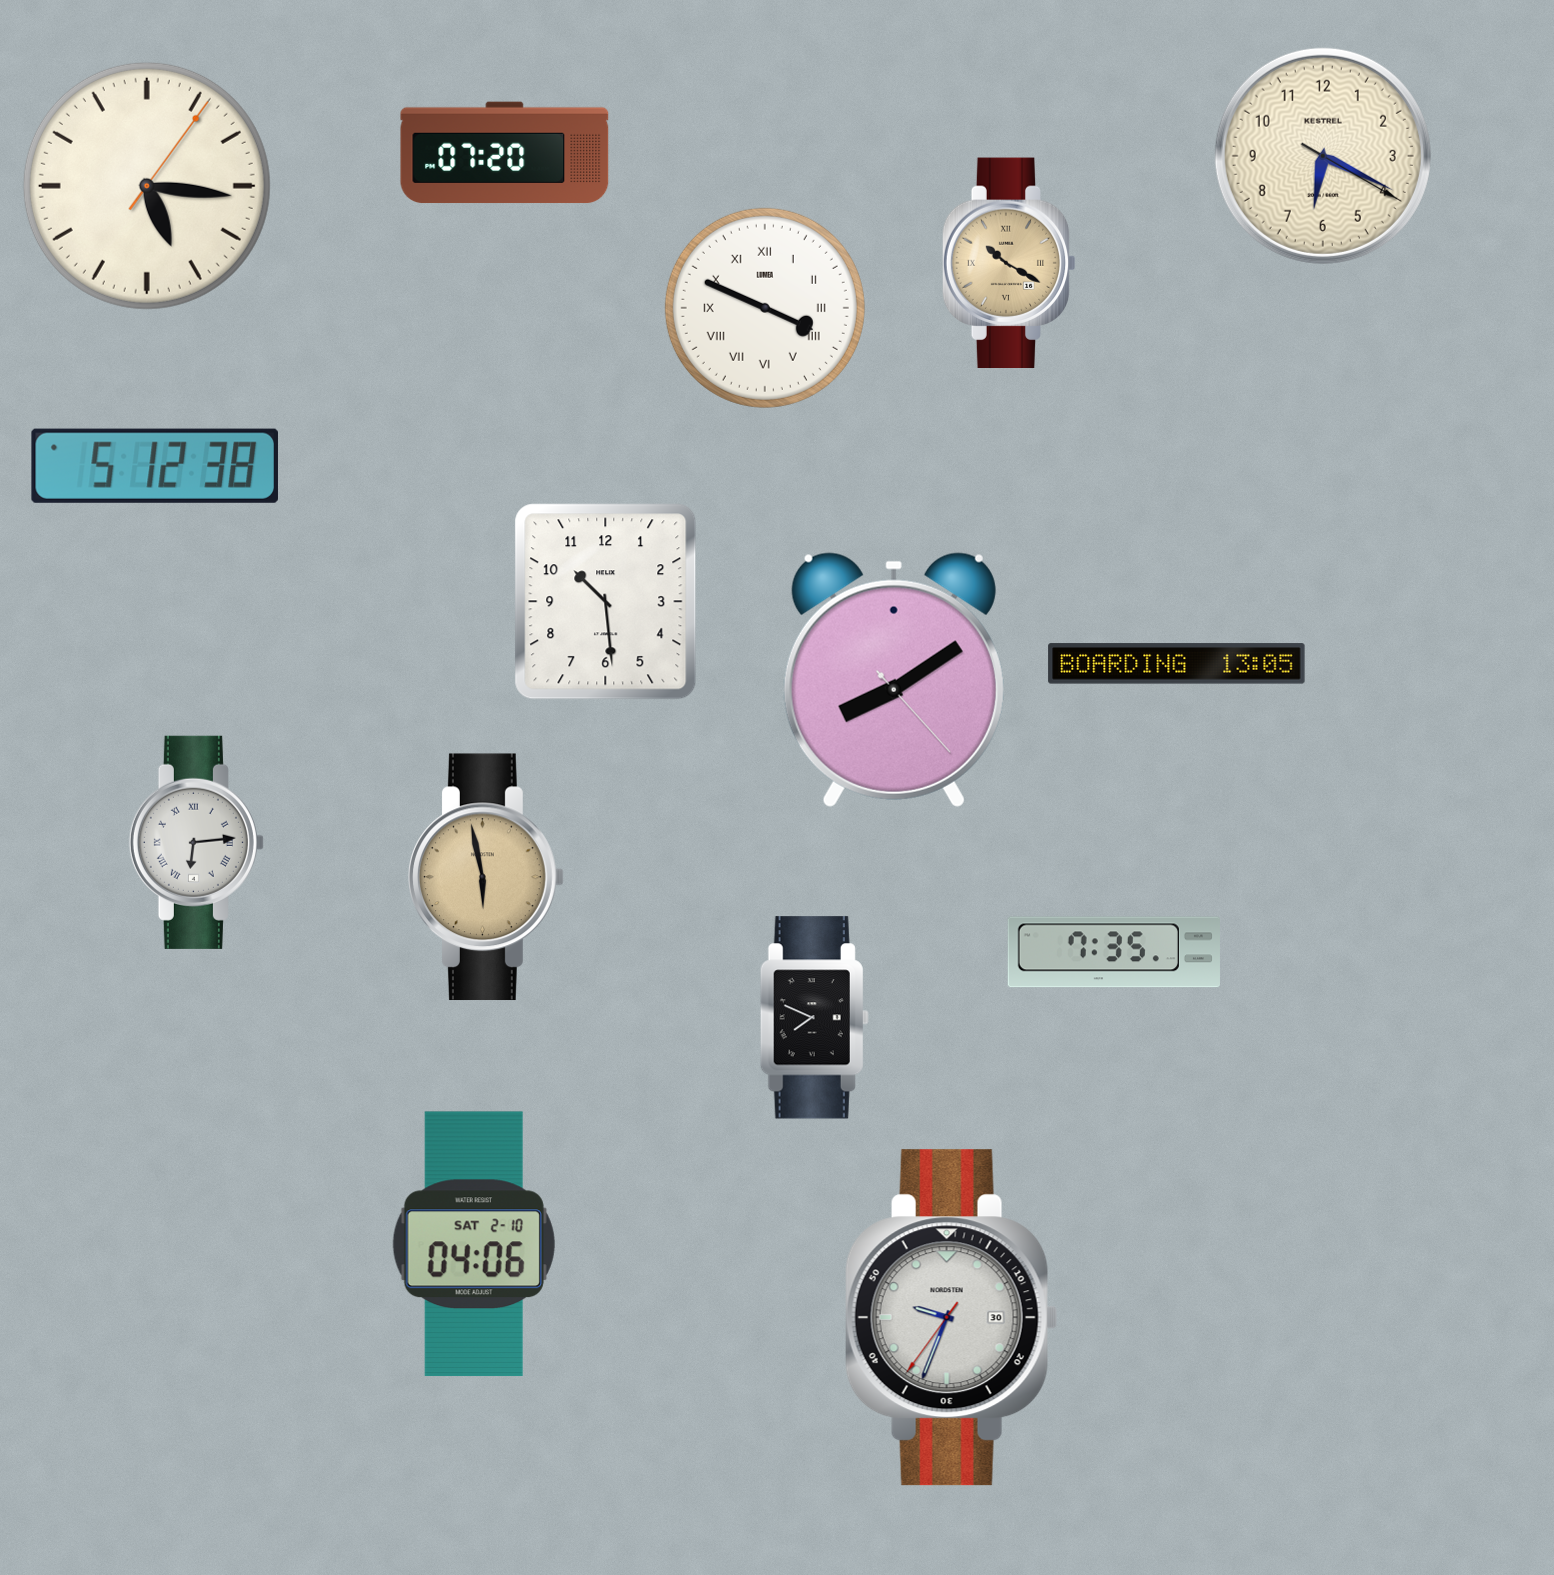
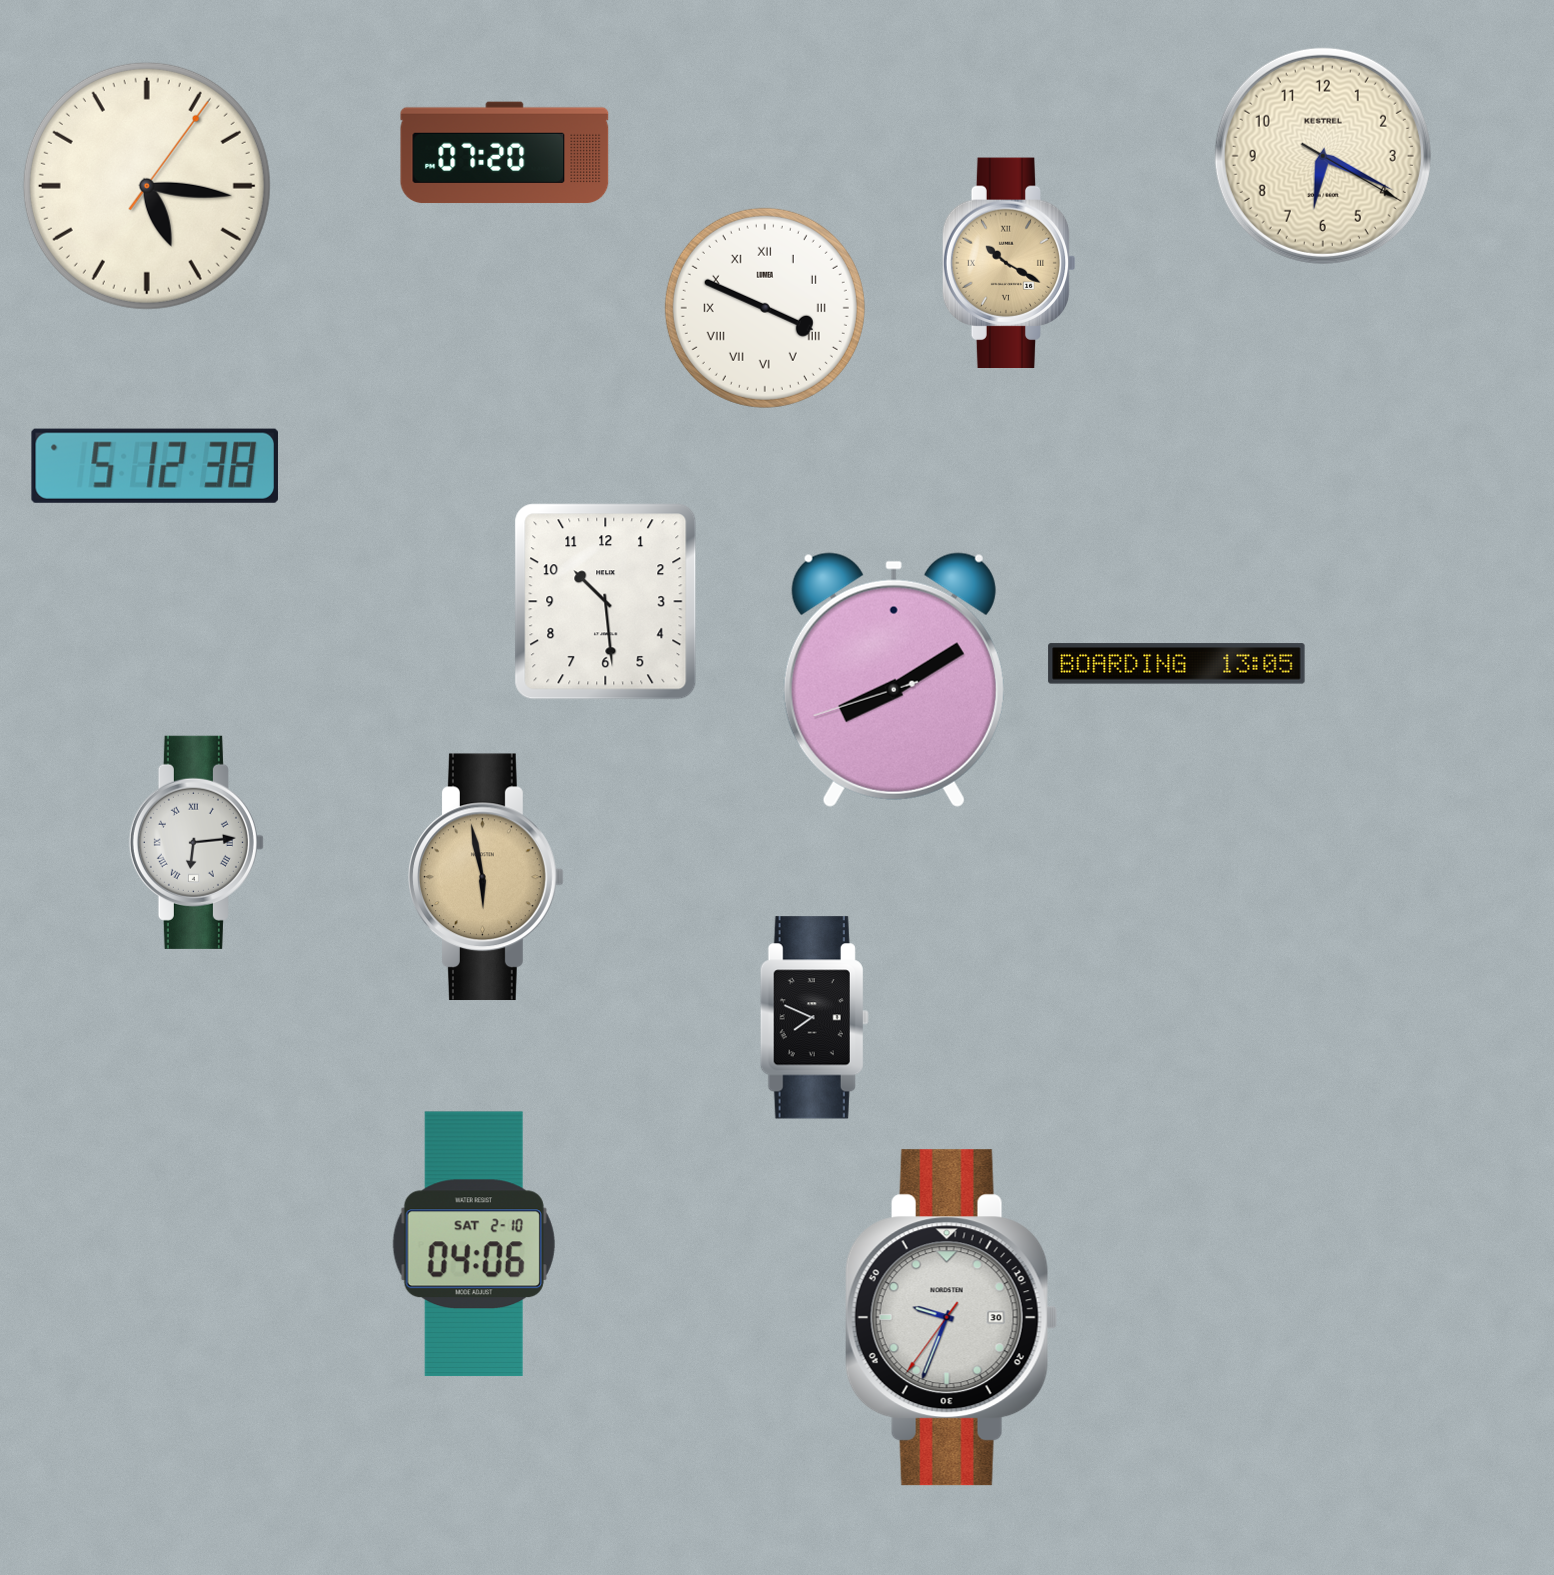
clock at (894, 680): 8:09:23 -> 8:09:42
clock at (1114, 952): 7:35 -> none
